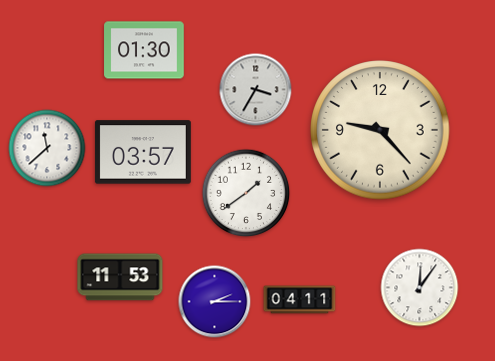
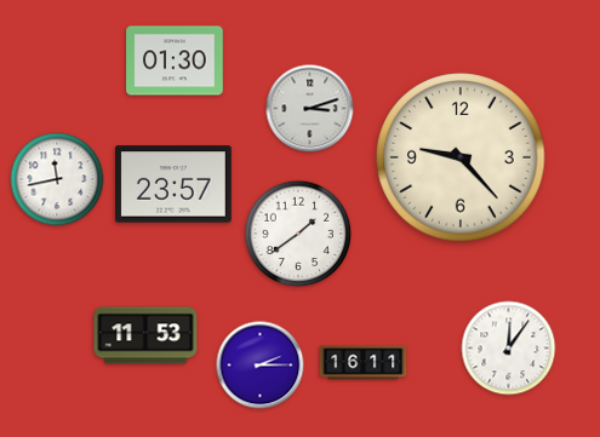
clock at (256, 90): 3:35 -> 3:12
clock at (47, 148): 11:38 -> 11:43
clock at (143, 152): 03:57 -> 23:57
clock at (300, 300): 04:11 -> 16:11
